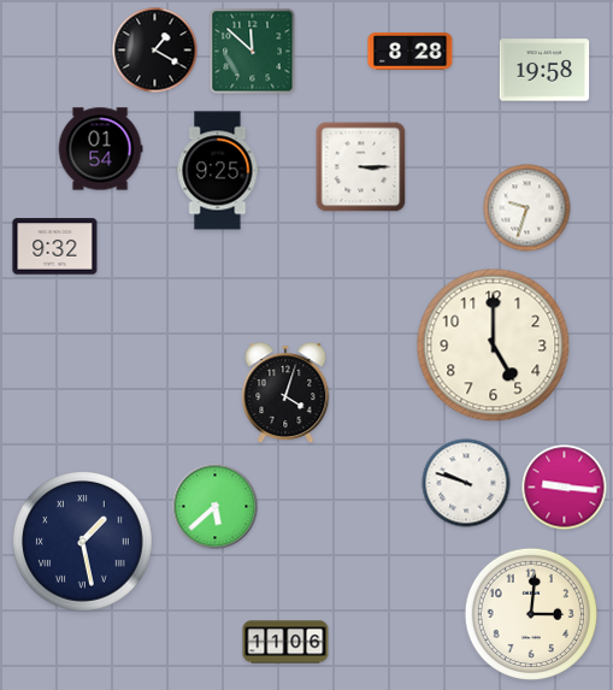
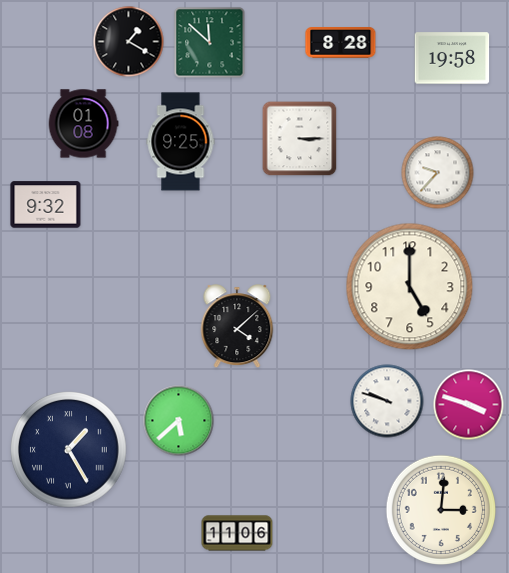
clock at (100, 149): 01:54 -> 01:08
clock at (527, 208): 9:33 -> 9:37
clock at (285, 394): 4:03 -> 4:08
clock at (565, 488): 9:16 -> 3:48
clock at (83, 542): 1:28 -> 1:25
